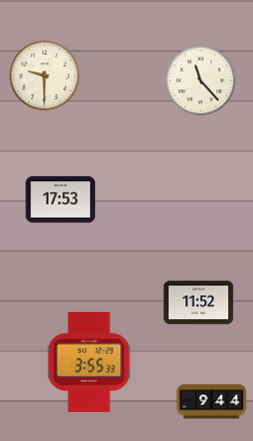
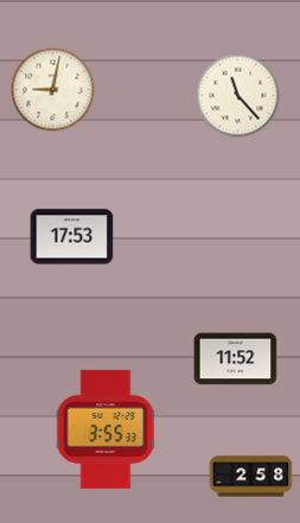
clock at (45, 76): 9:30 -> 9:02
clock at (212, 402): 9:44 -> 2:58
